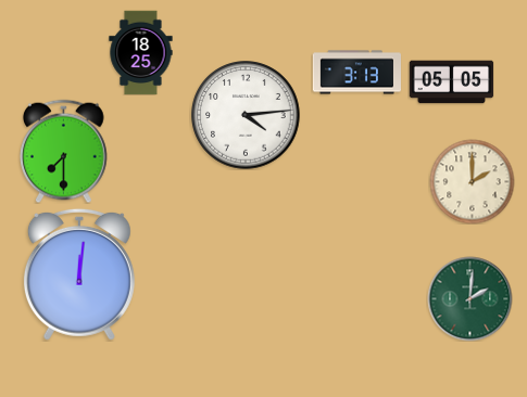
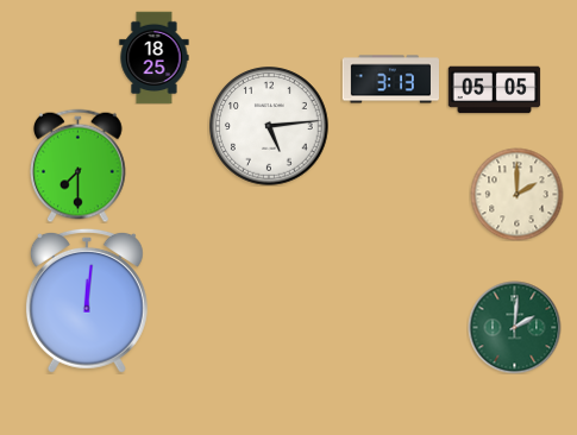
clock at (246, 115): 4:14 -> 5:14
clock at (64, 151) position: (64, 151) -> (79, 165)
clock at (472, 181) position: (472, 181) -> (516, 194)
